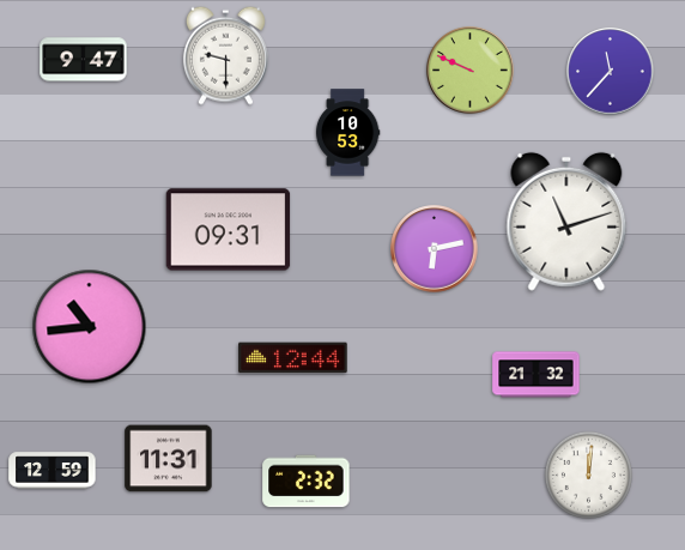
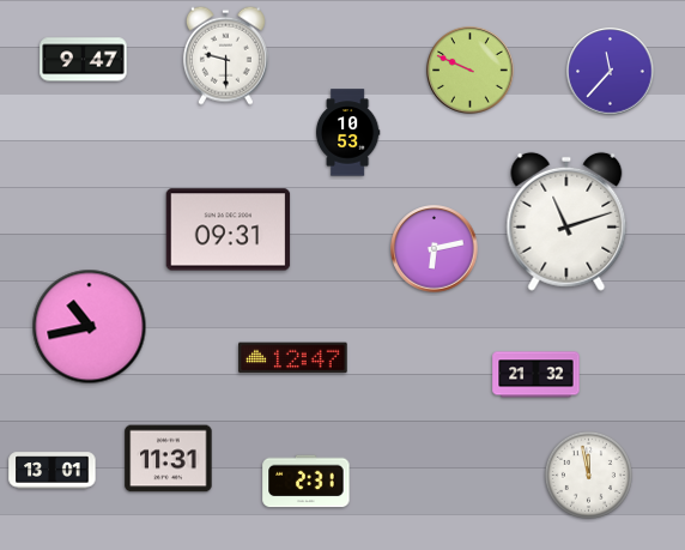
clock at (90, 327): 10:44 -> 10:43
clock at (293, 358): 12:44 -> 12:47
clock at (53, 471): 12:59 -> 13:01
clock at (588, 475): 12:01 -> 11:58
clock at (307, 482): 2:32 -> 2:31
